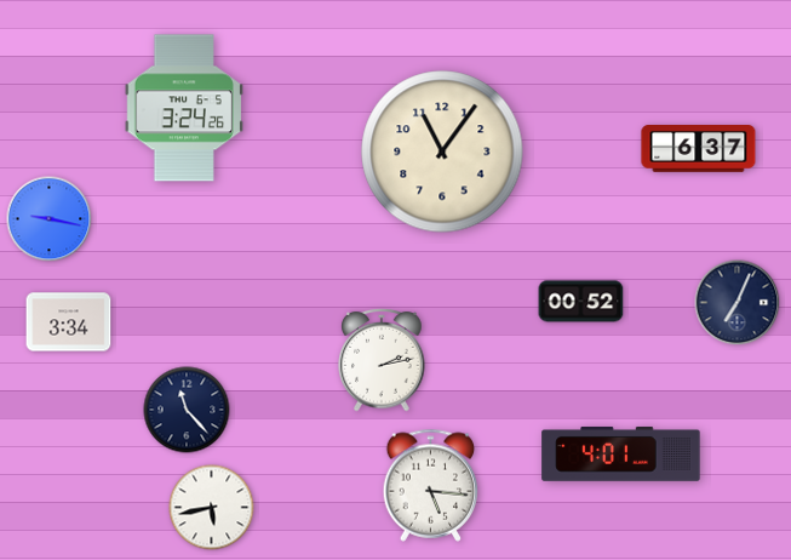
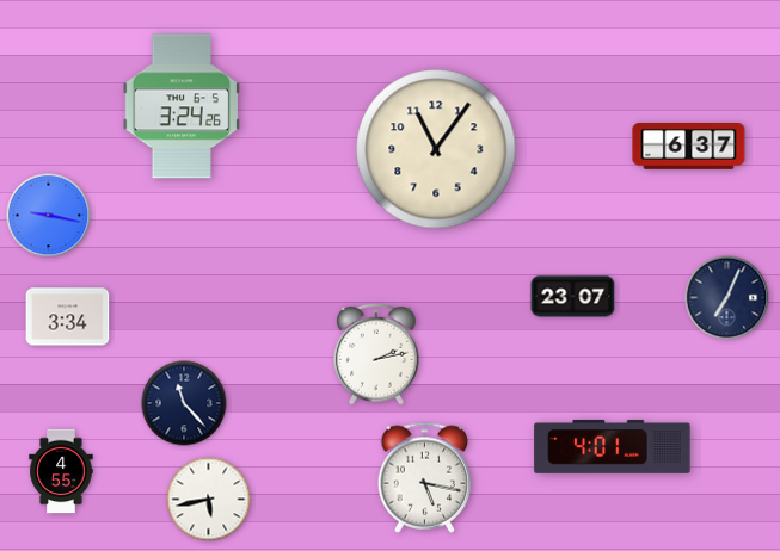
clock at (581, 302): 00:52 -> 23:07
clock at (61, 471): none -> 4:55
clock at (431, 485): 5:16 -> 5:17
